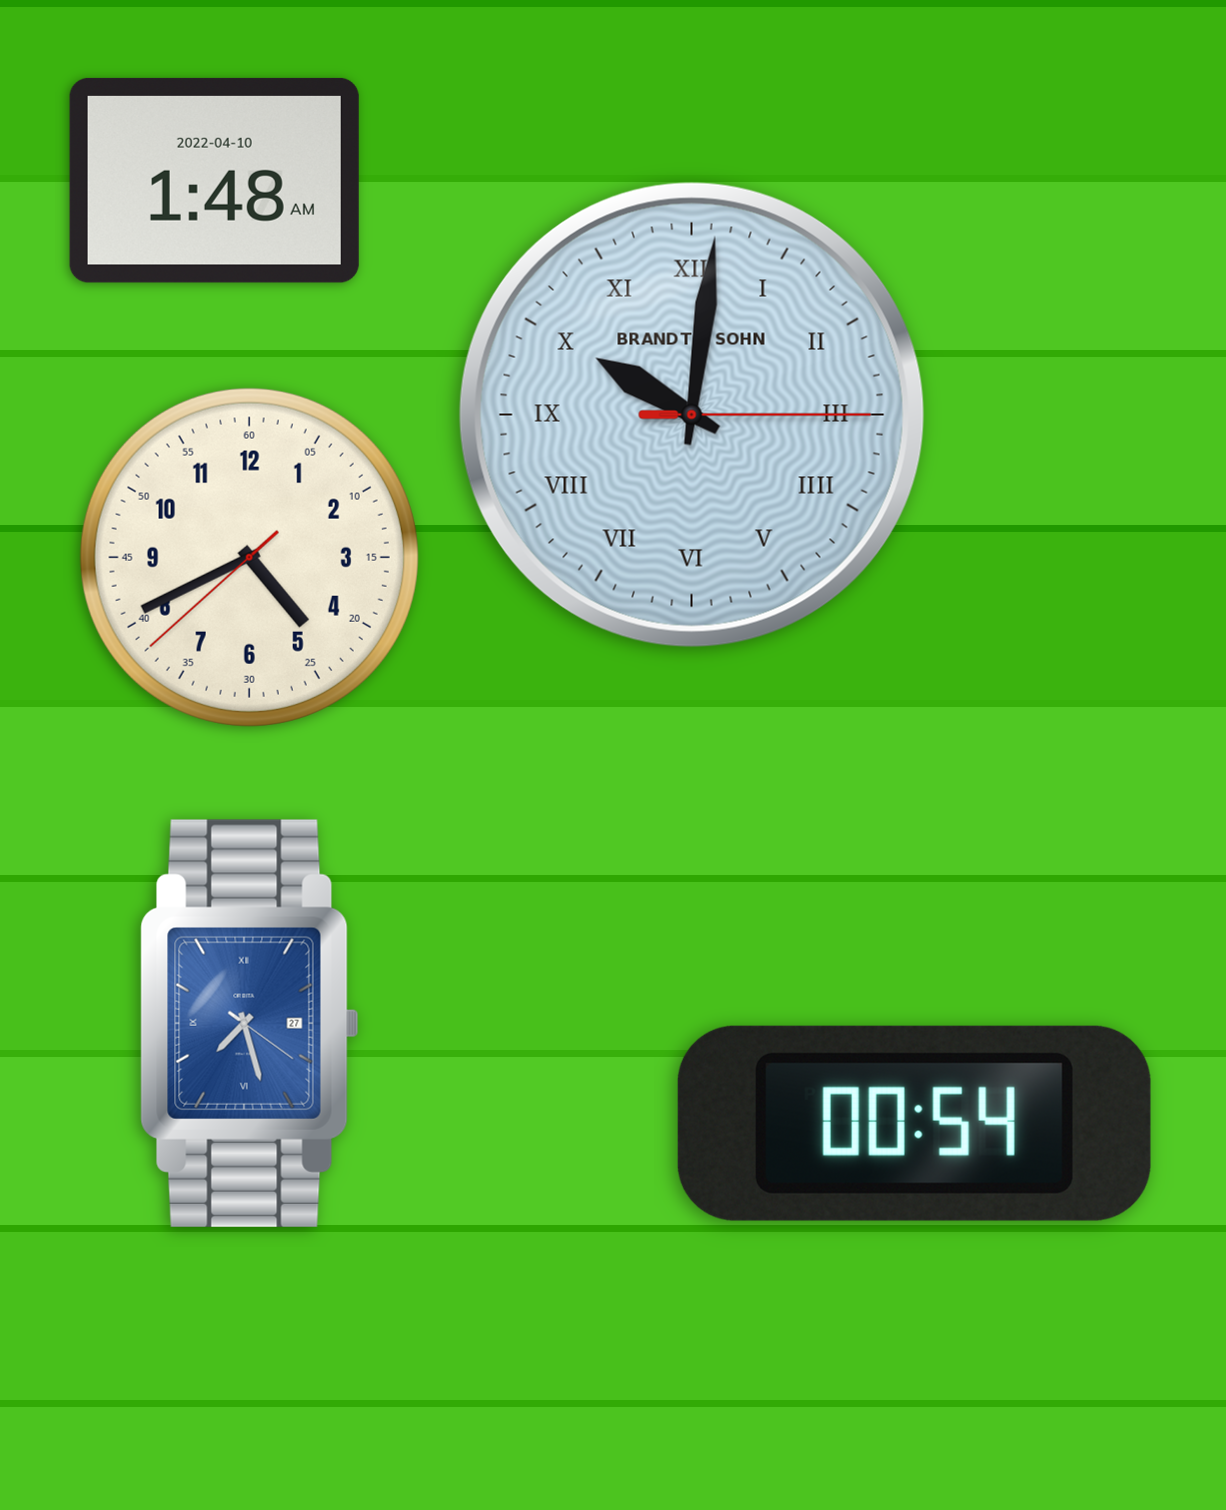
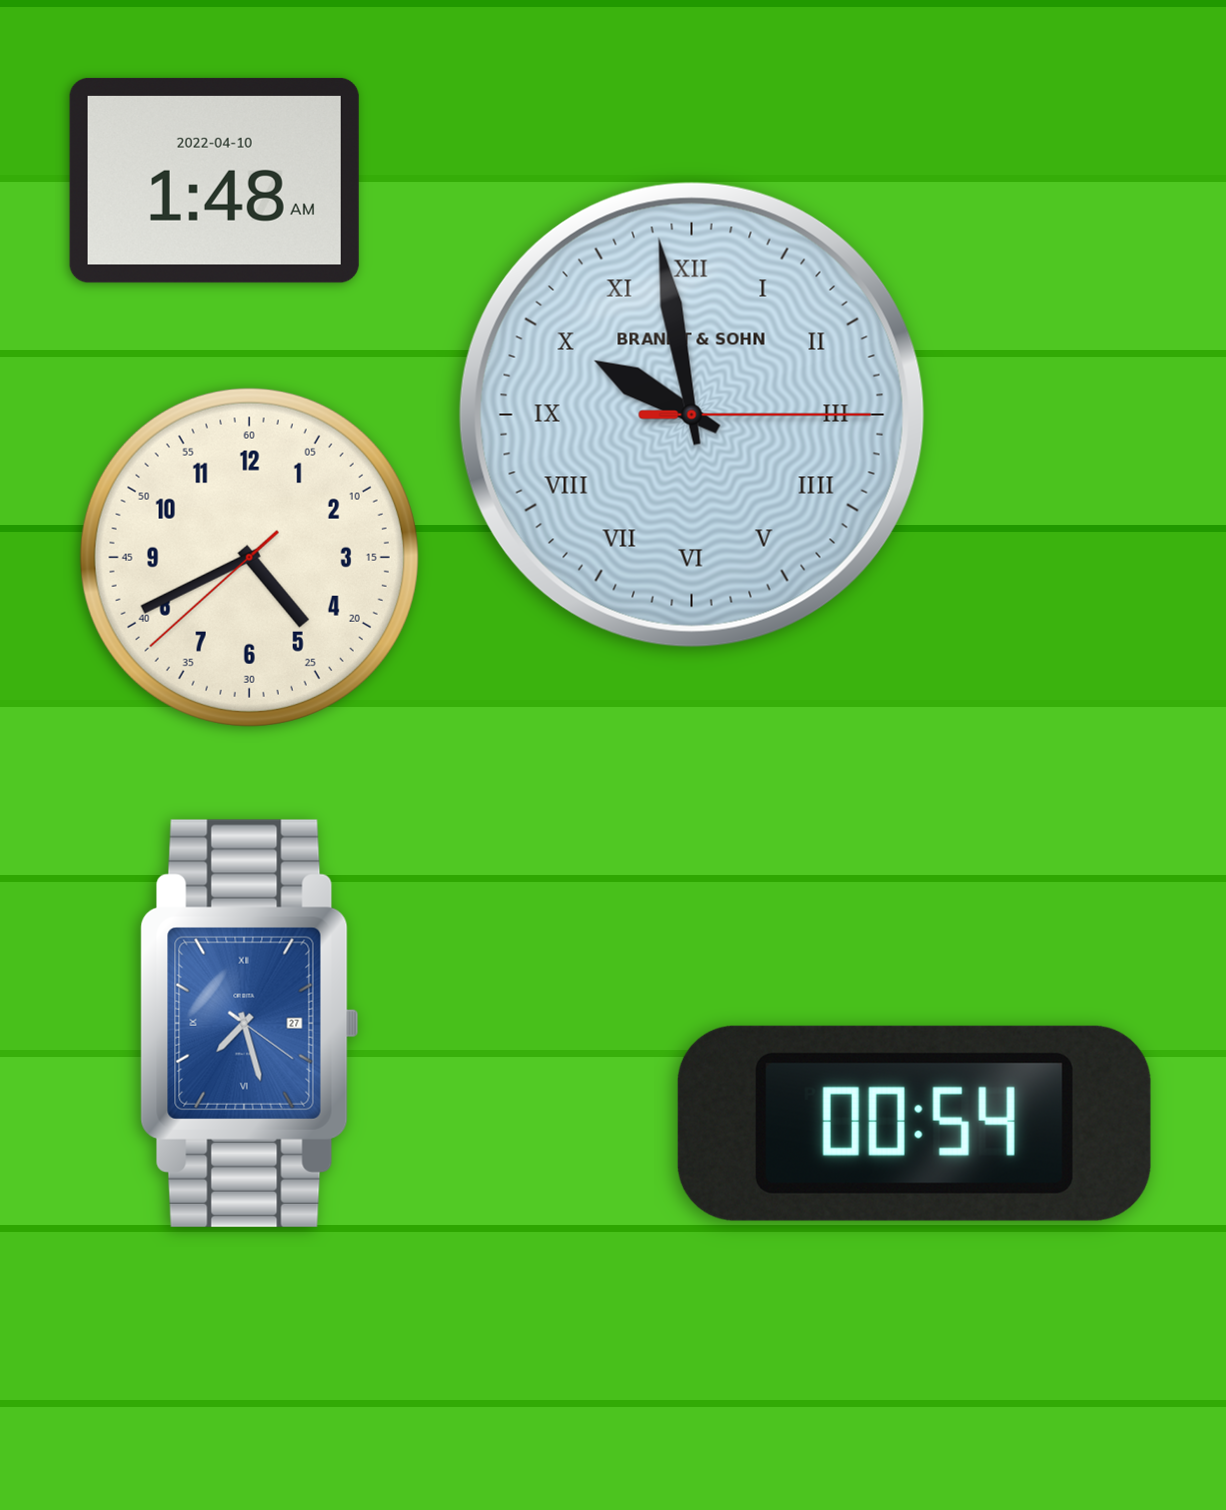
clock at (692, 415): 10:01 -> 9:58
